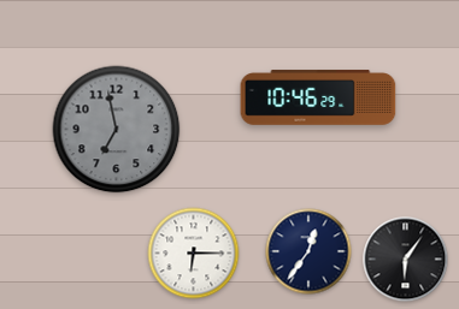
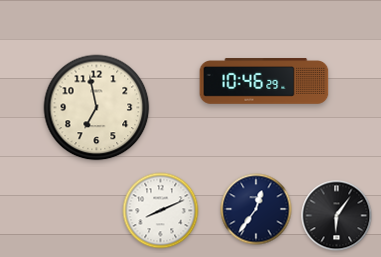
clock at (117, 130) dial: grey -> cream
clock at (194, 254): 6:15 -> 8:11
